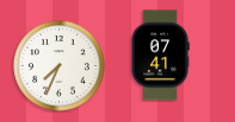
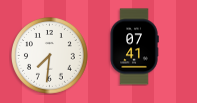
clock at (60, 66): 7:34 -> 7:31
